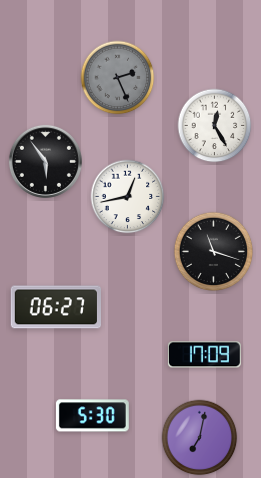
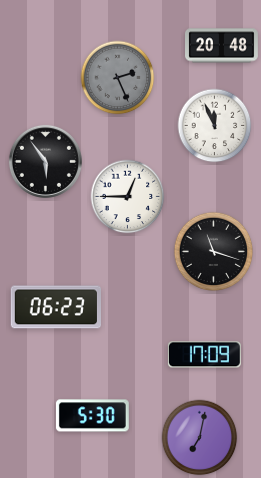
clock at (222, 46): none -> 20:48
clock at (215, 126): 12:25 -> 11:56
clock at (128, 197): 12:43 -> 12:45
clock at (55, 307): 06:27 -> 06:23
